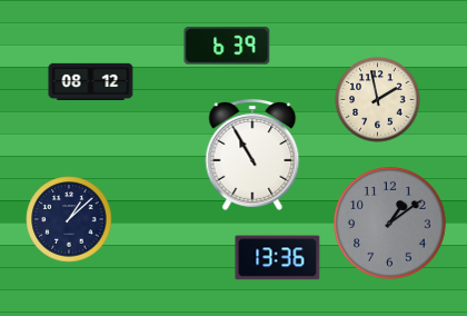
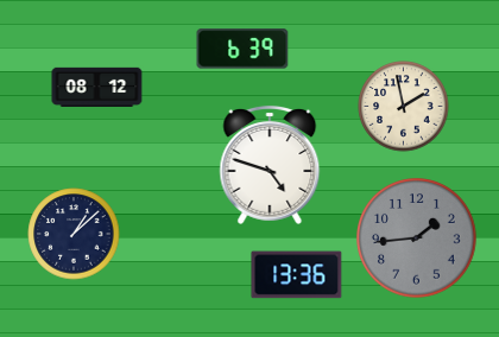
clock at (252, 155): 10:55 -> 4:48
clock at (390, 224): 1:09 -> 1:44
